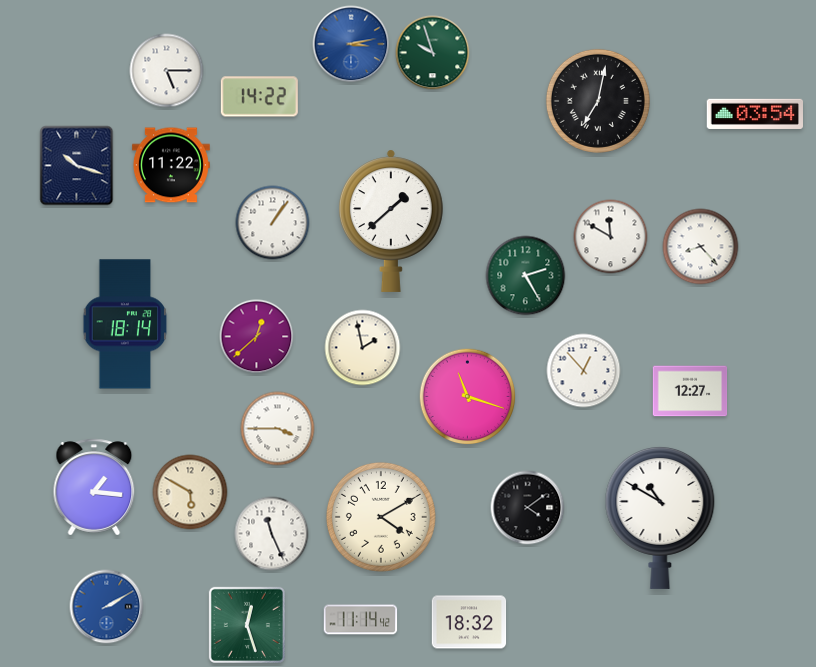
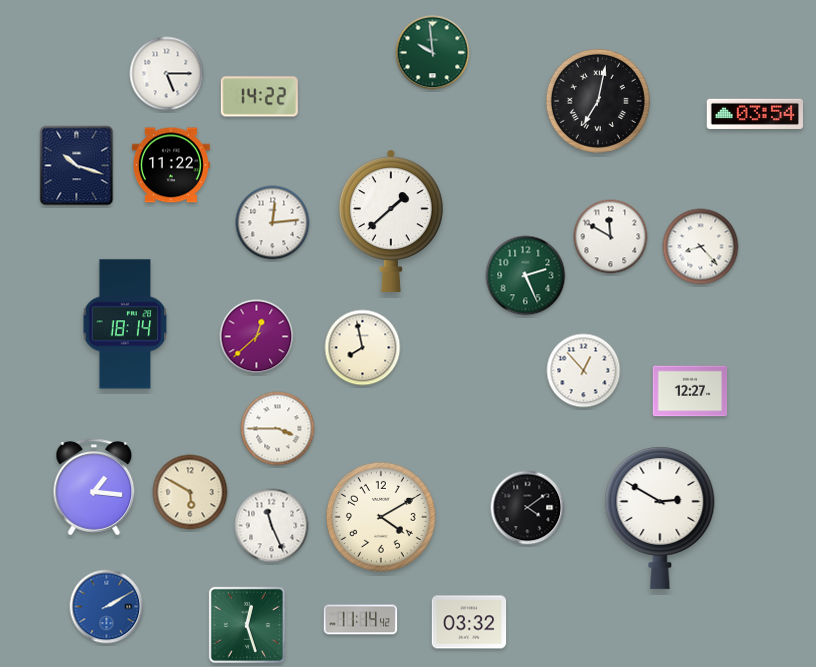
clock at (351, 44): 3:13 -> none
clock at (433, 53): 9:57 -> 9:59
clock at (167, 71) position: (167, 71) -> (167, 74)
clock at (273, 223): 1:06 -> 12:14
clock at (526, 276): 2:25 -> 2:26
clock at (363, 348): 1:58 -> 7:58
clock at (468, 397): 11:18 -> none
clock at (660, 517): 10:50 -> 2:50
clock at (272, 534) position: (272, 534) -> (272, 526)
clock at (469, 622): 18:32 -> 03:32
